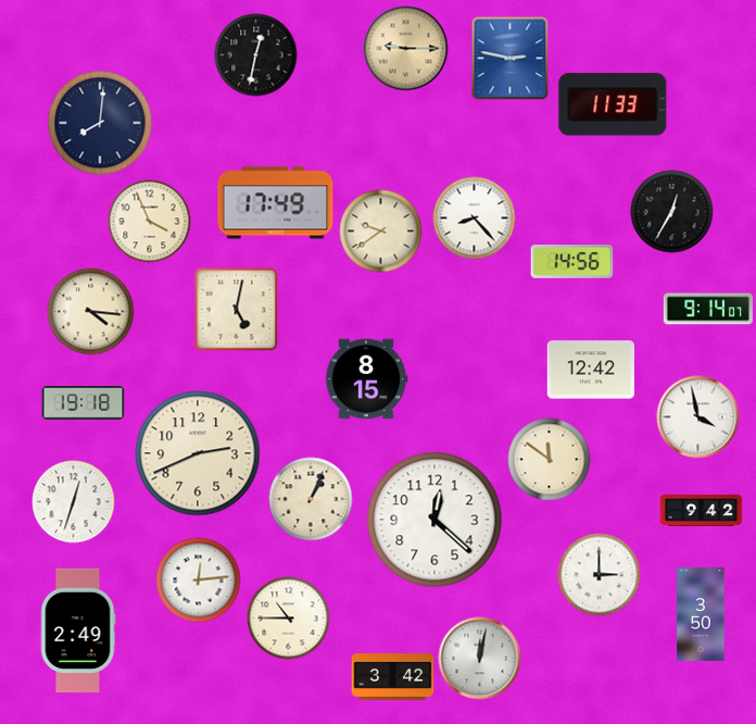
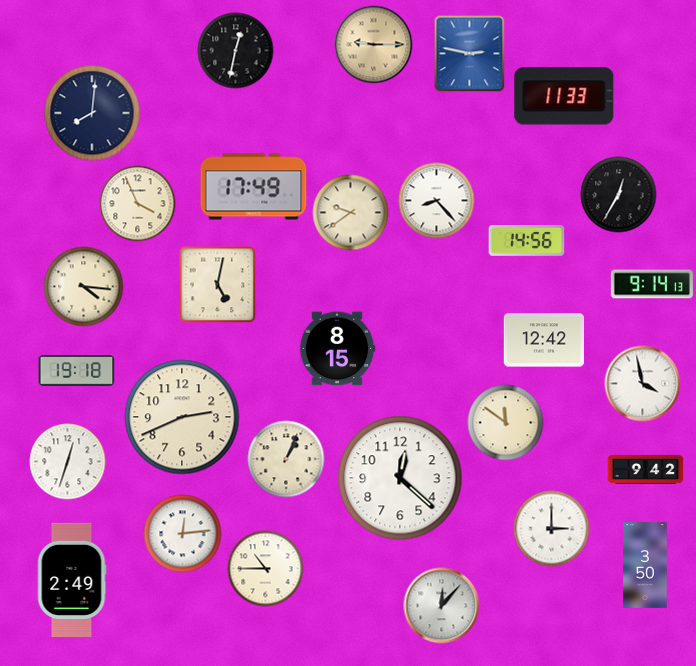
clock at (708, 309): 9:14:07 -> 9:14:13
clock at (480, 659): 12:02 -> 12:07
clock at (393, 677): 3:42 -> none
